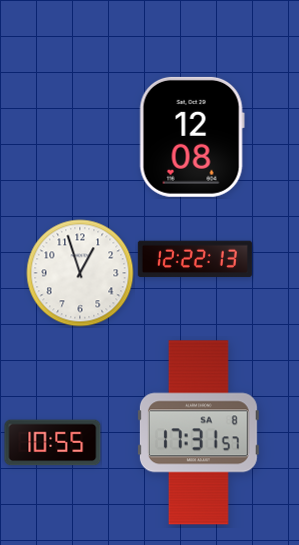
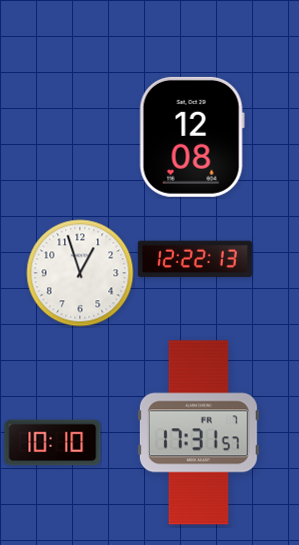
clock at (198, 433) date: SA 8 -> FR 7
clock at (53, 443): 10:55 -> 10:10
